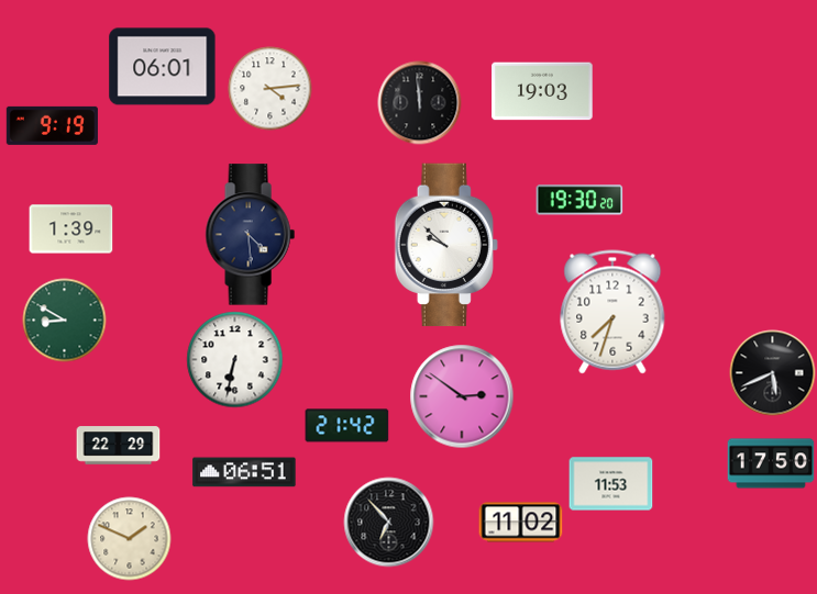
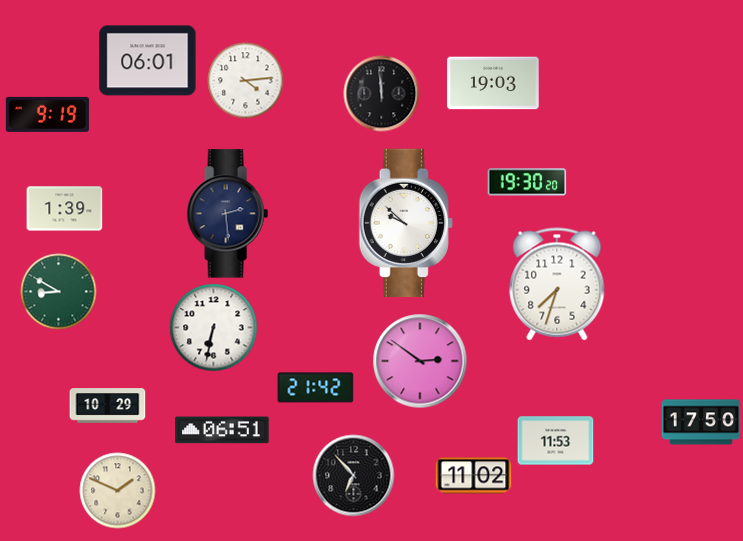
clock at (250, 235): 4:29 -> 2:29
clock at (773, 373): 5:41 -> none
clock at (119, 446): 22:29 -> 10:29
